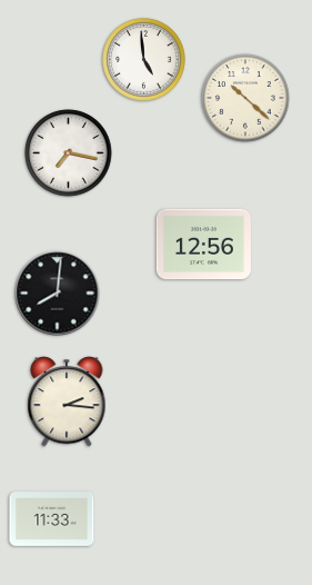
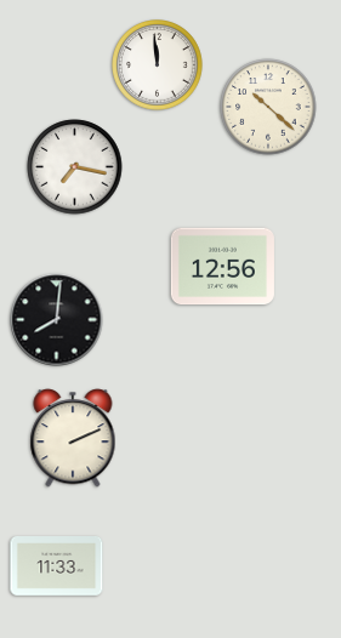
clock at (144, 60): 4:59 -> 11:59
clock at (58, 294) position: (58, 294) -> (57, 320)
clock at (67, 401): 2:16 -> 2:11
